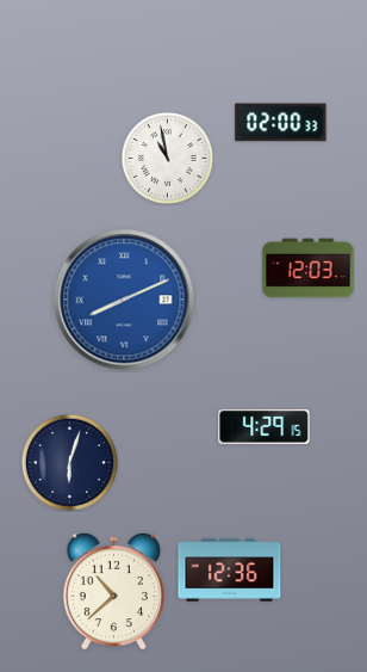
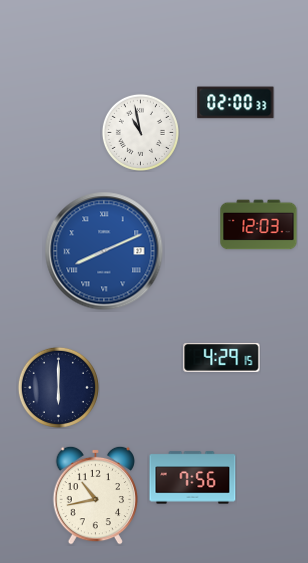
clock at (69, 462): 6:03 -> 6:00
clock at (230, 571): 12:36 -> 7:56
clock at (113, 591): 10:38 -> 10:43
